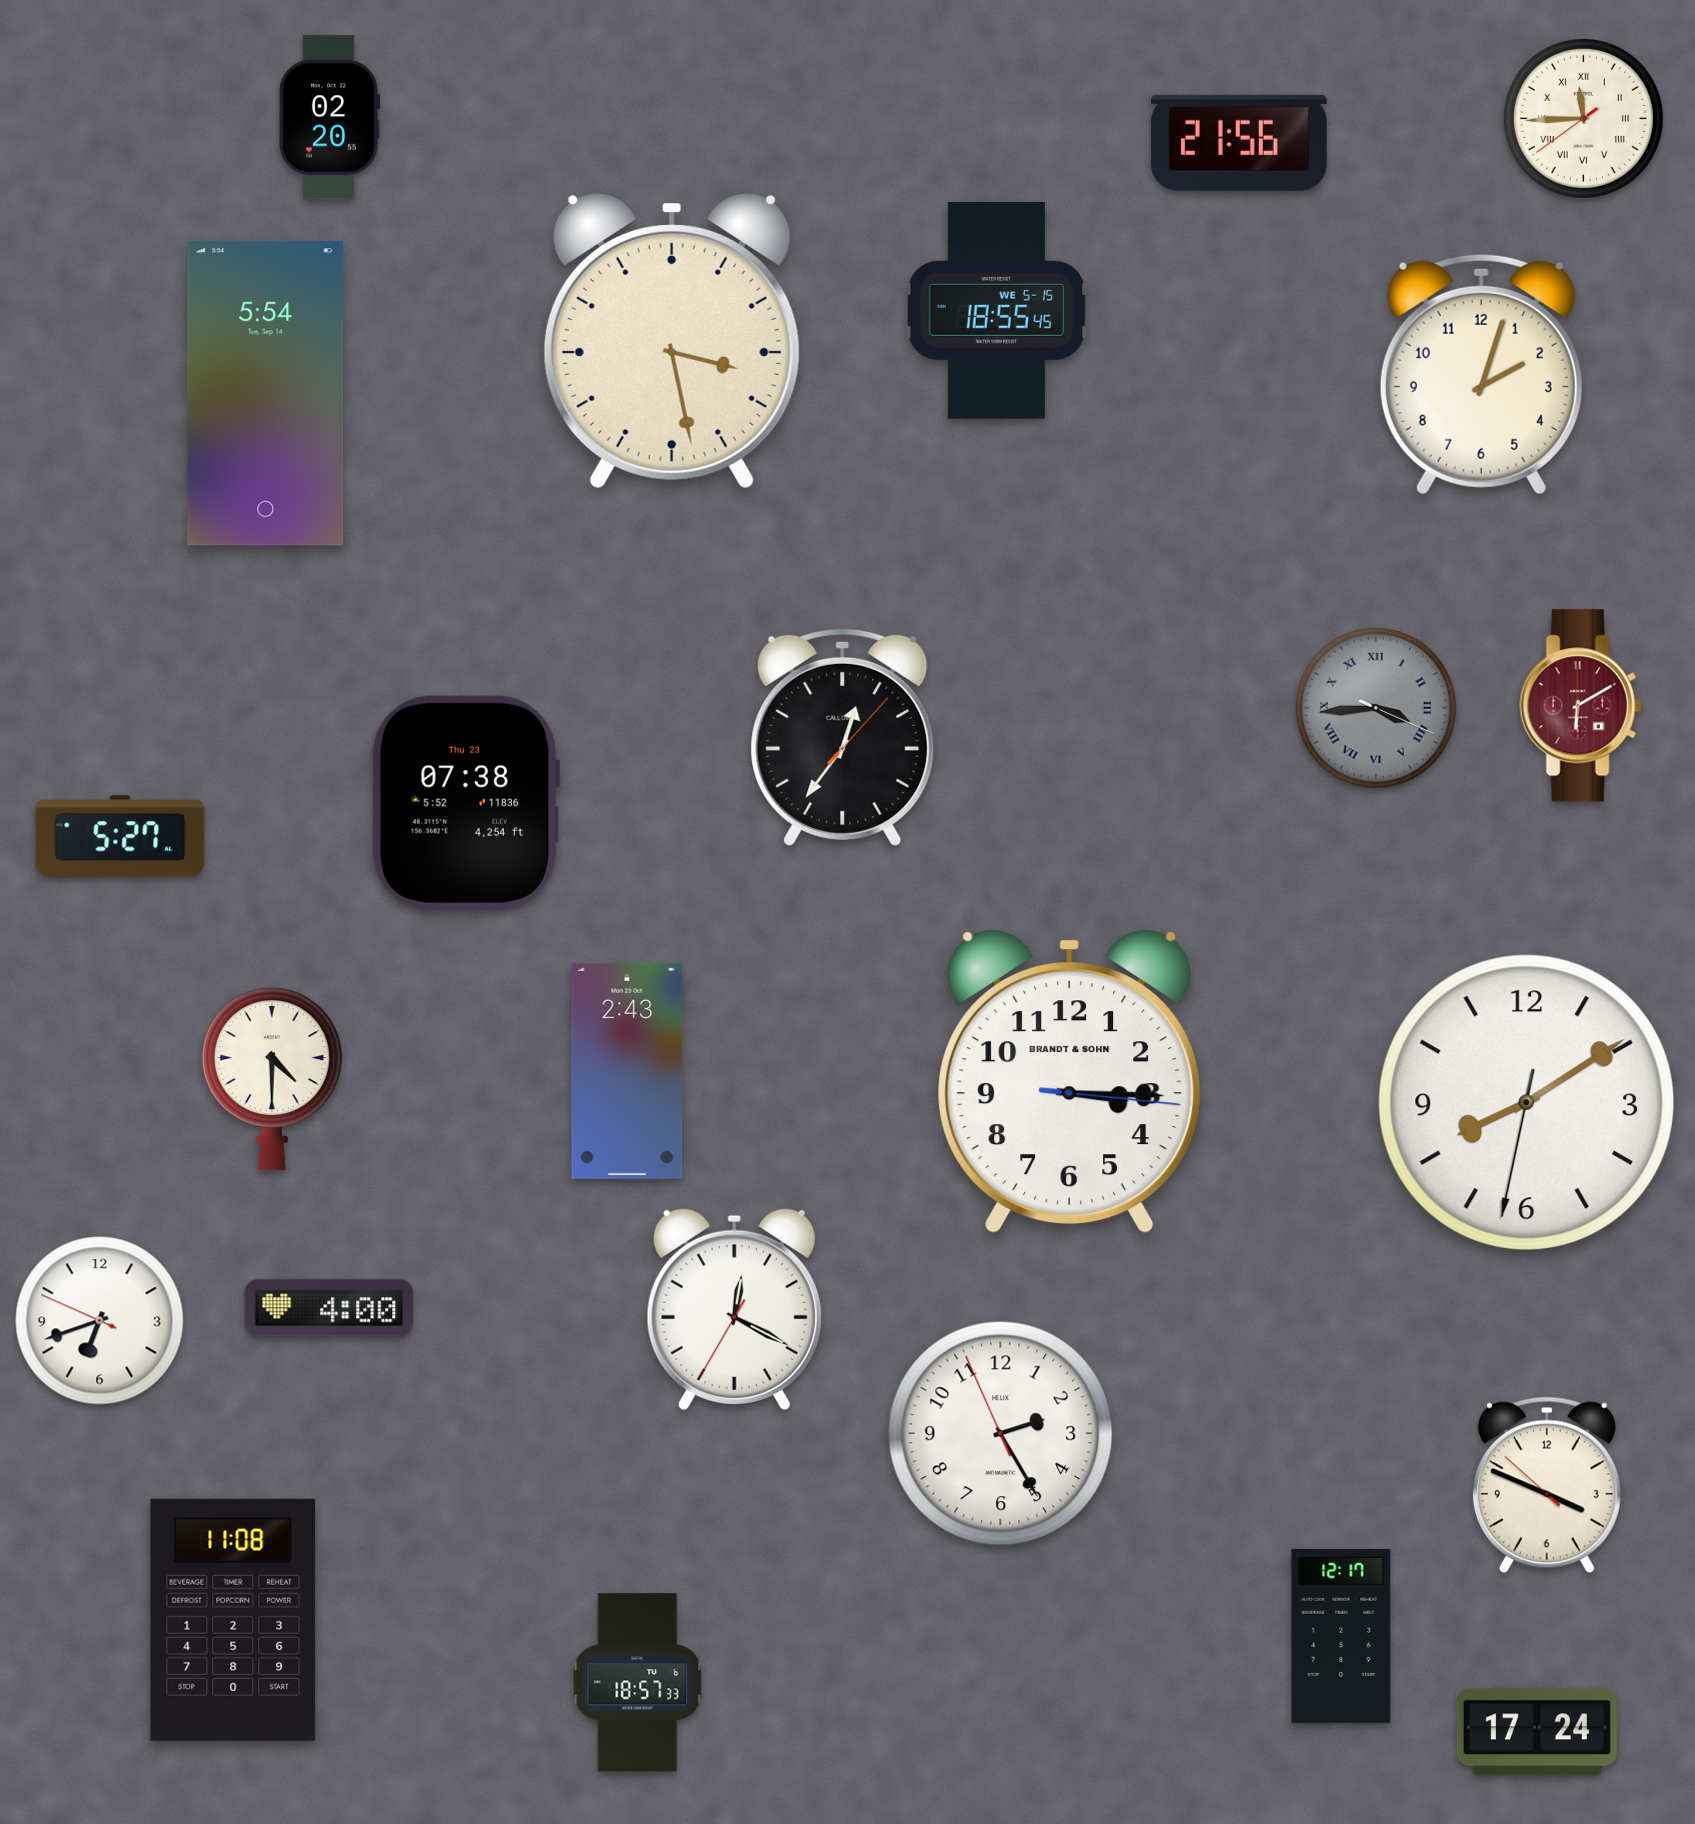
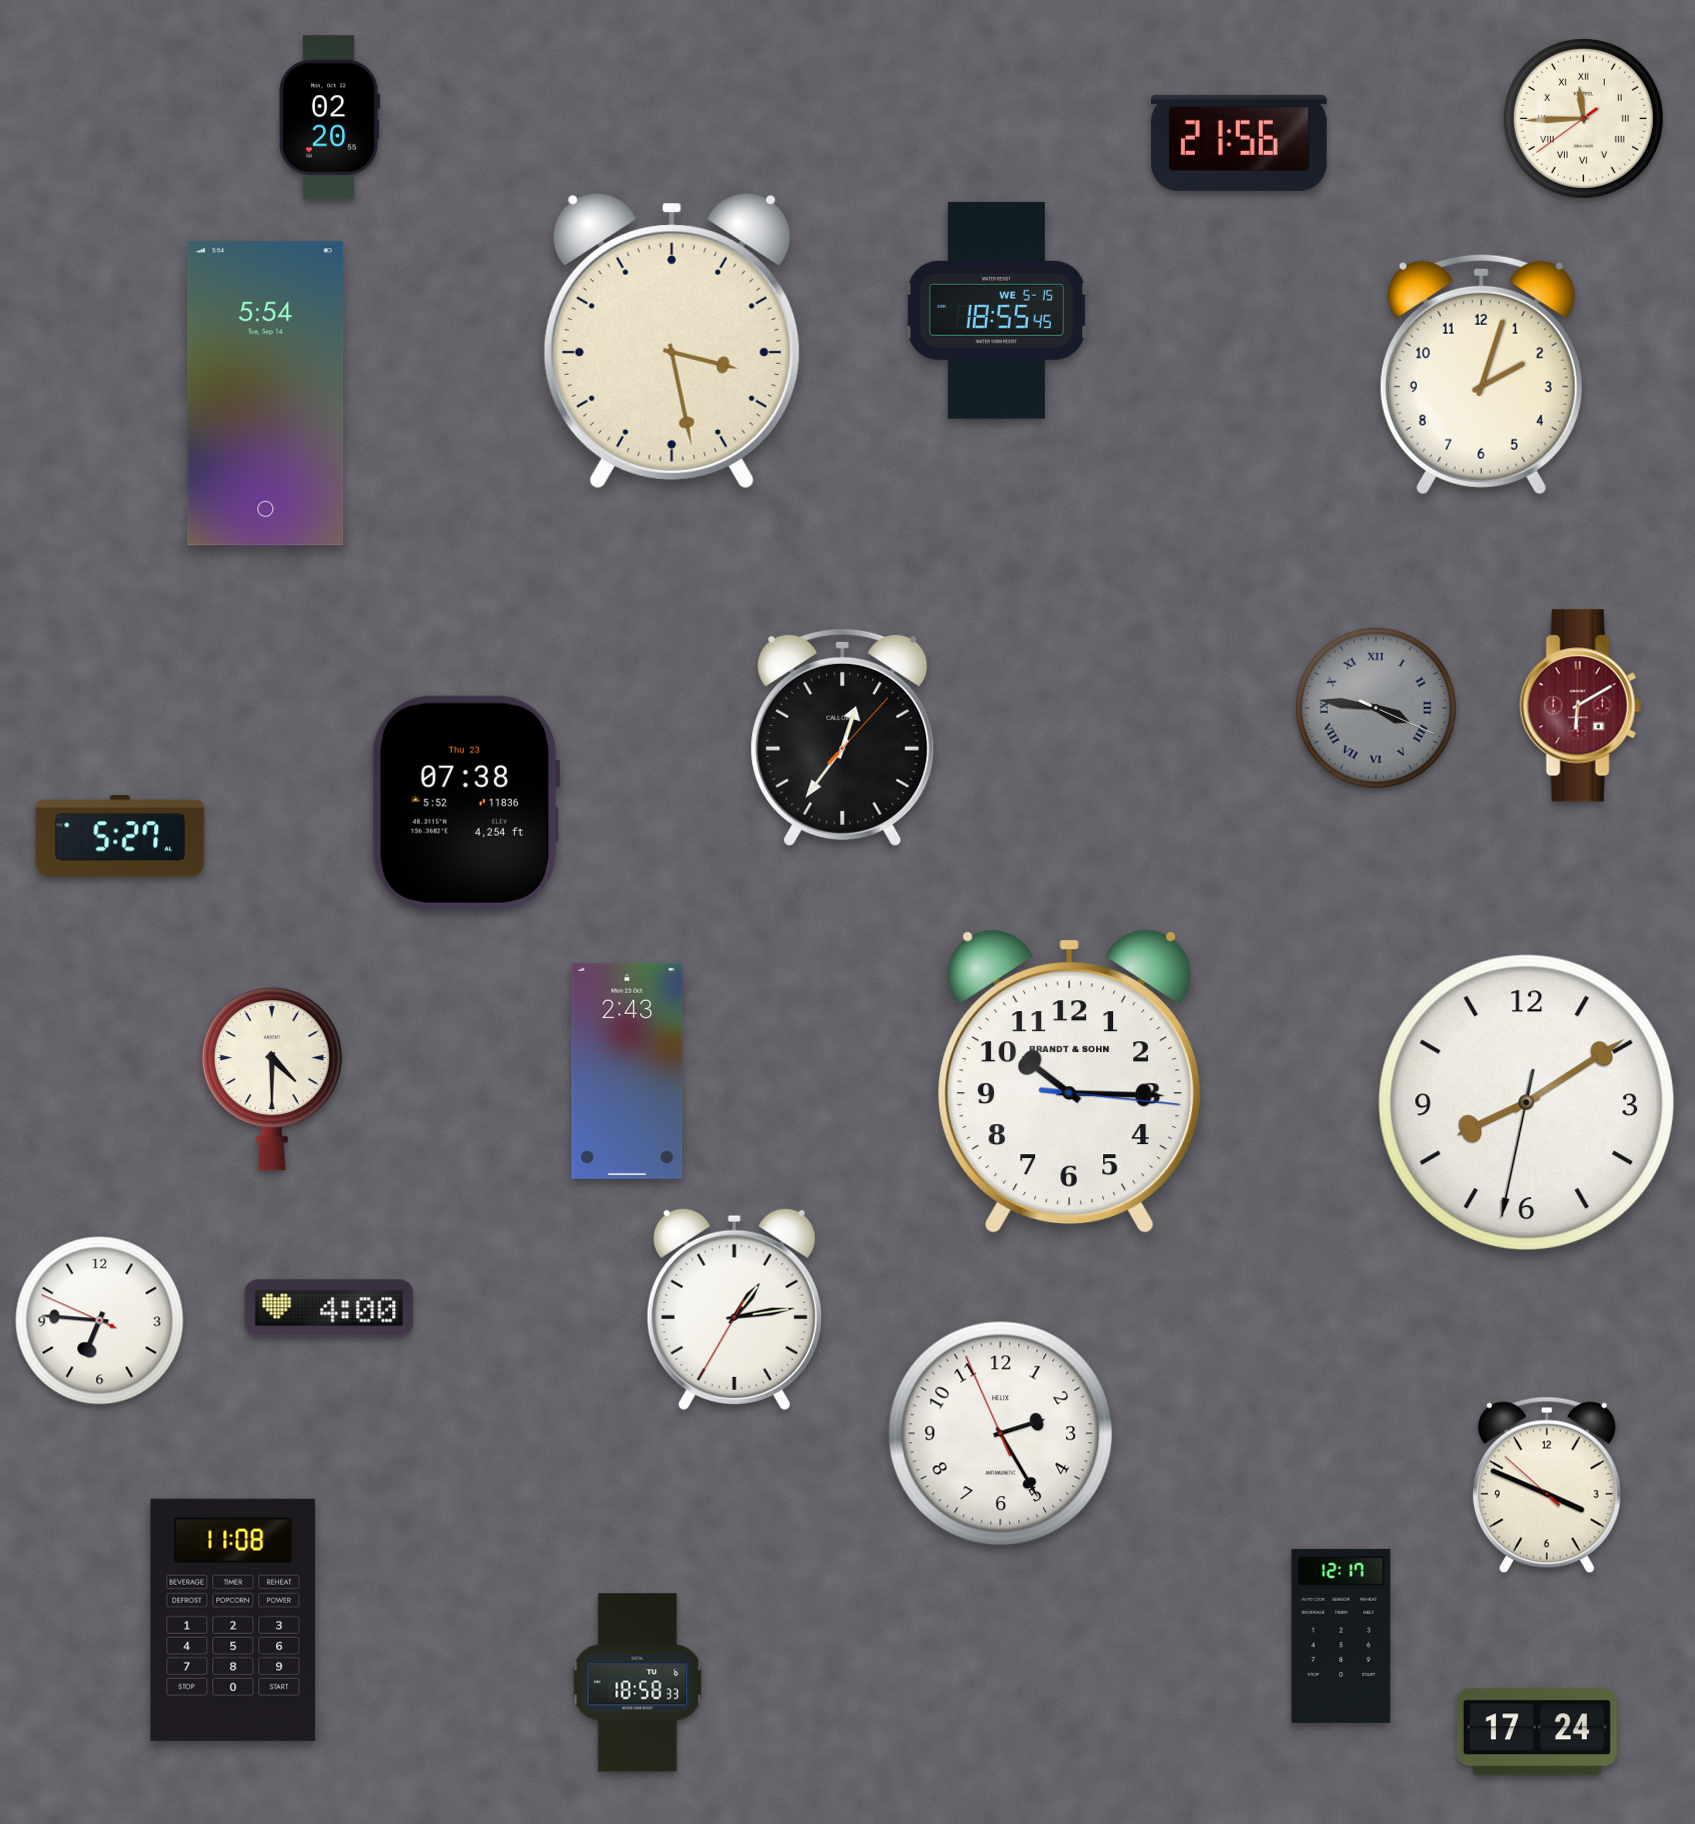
clock at (1376, 708): 3:44 -> 3:46
clock at (1070, 1082): 3:15 -> 10:15
clock at (734, 1309): 12:19 -> 1:13
clock at (100, 1321): 6:41 -> 6:45
clock at (638, 1683): 18:57 -> 18:58
